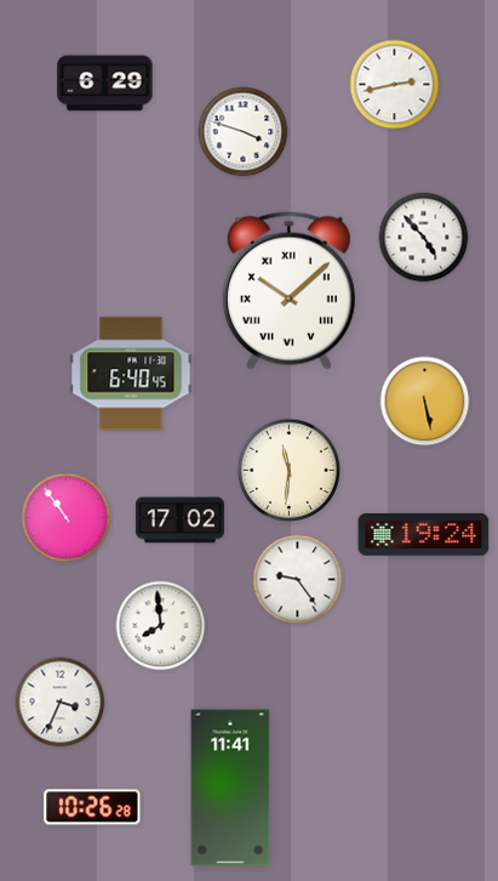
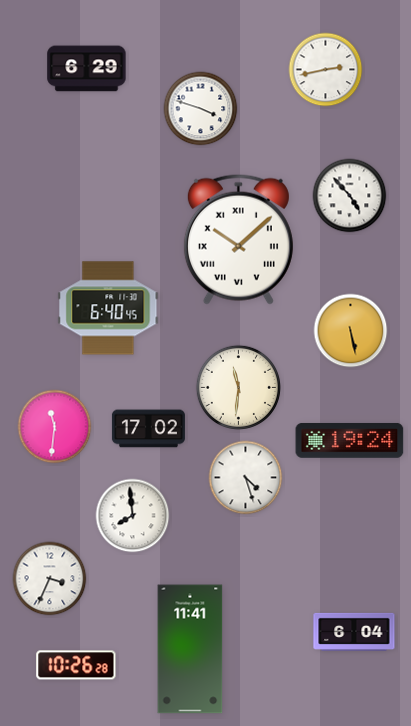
clock at (67, 518): 10:54 -> 11:31
clock at (298, 580): 9:24 -> 4:27
clock at (354, 632): none -> 6:04
